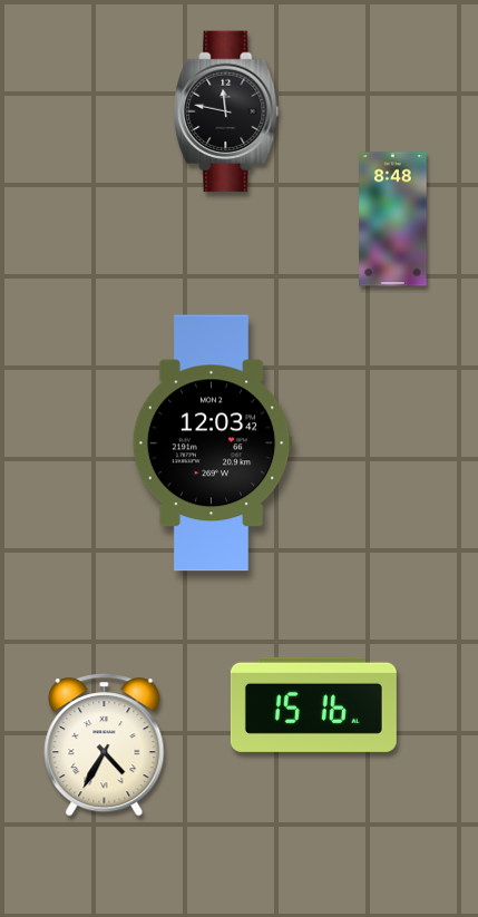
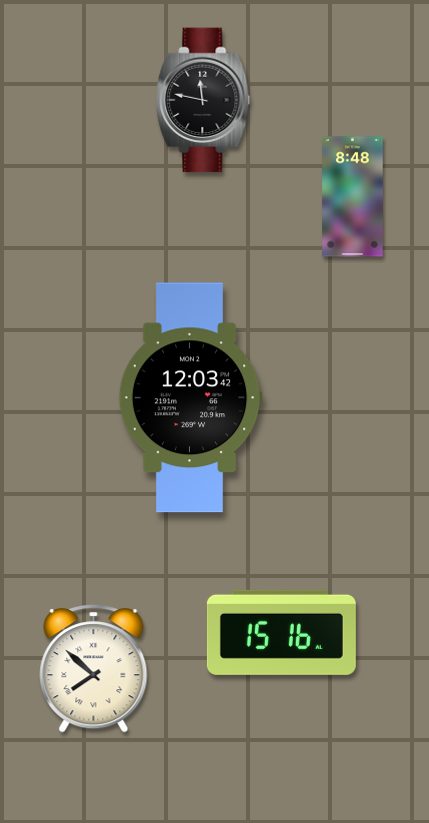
clock at (105, 745): 4:35 -> 7:52
